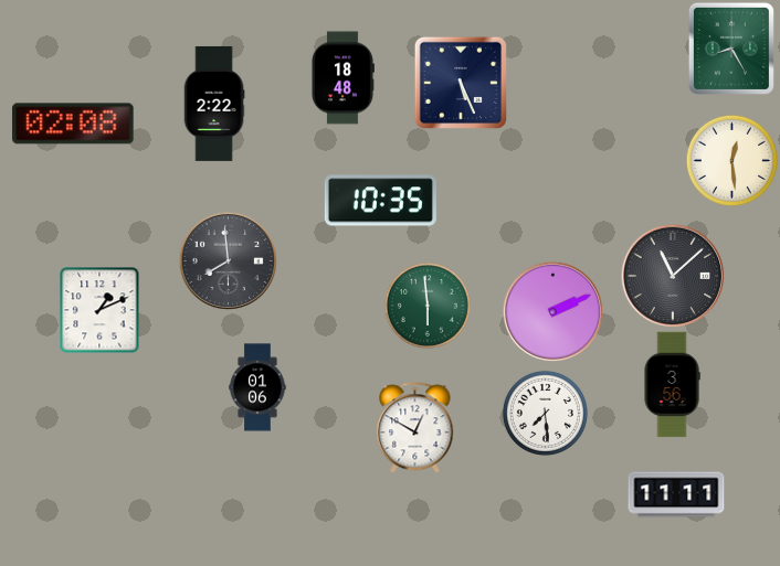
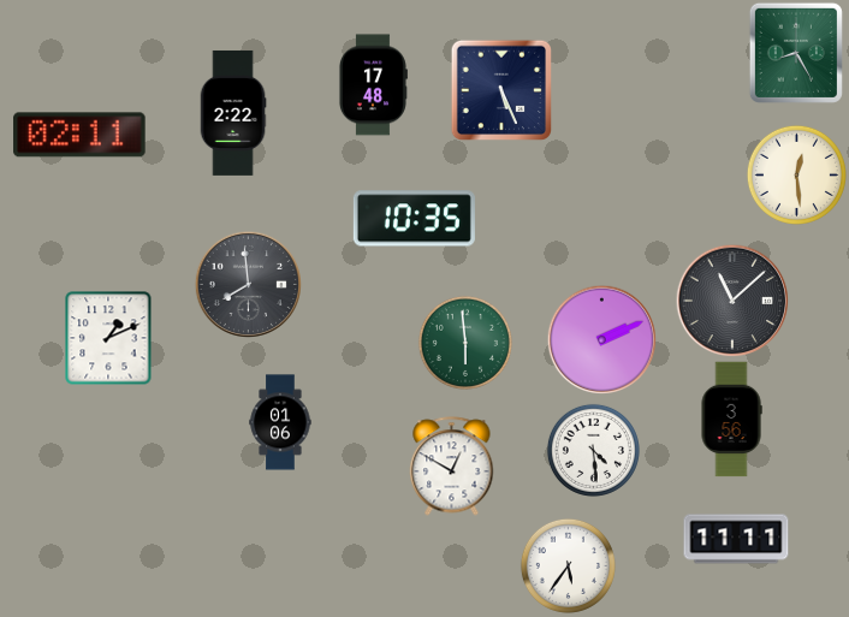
clock at (342, 78): 18:48 -> 17:48
clock at (73, 124): 02:08 -> 02:11
clock at (428, 306) position: (428, 306) -> (465, 343)
clock at (545, 413): 7:29 -> 4:29
clock at (568, 565): none -> 5:36
